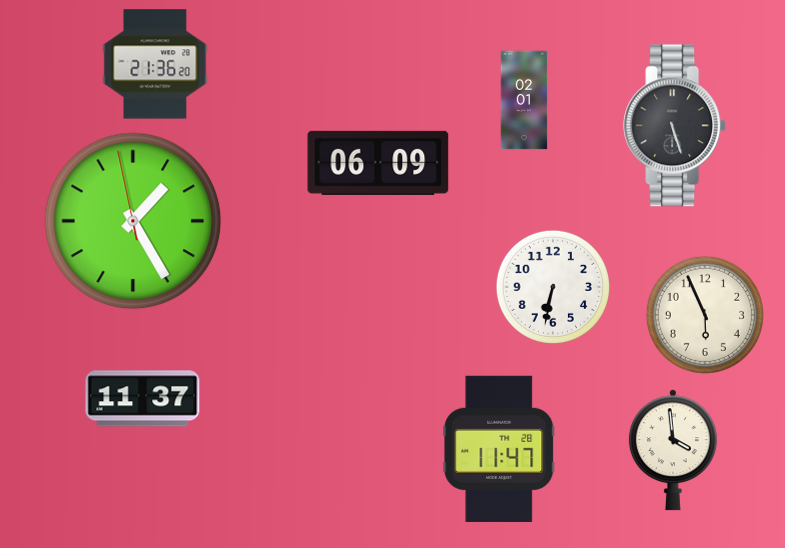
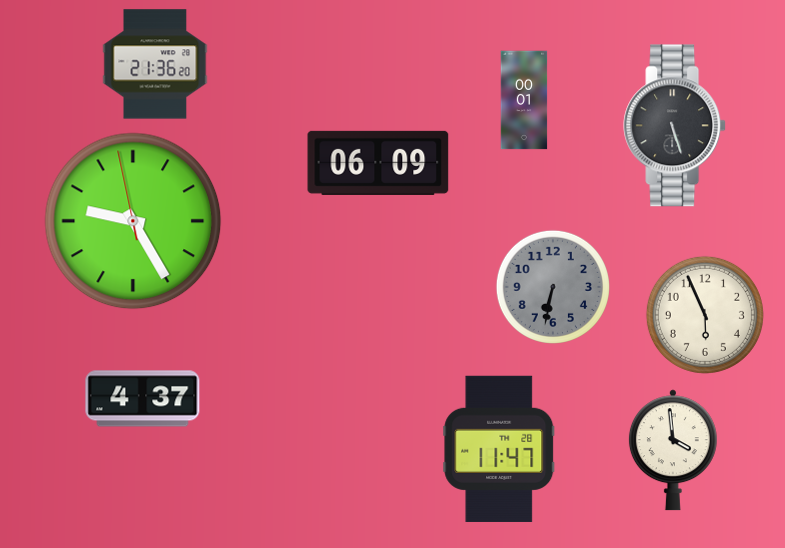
clock at (524, 100): 02:01 -> 00:01
clock at (133, 221): 1:24 -> 9:24
clock at (553, 287) dial: white -> grey
clock at (143, 399): 11:37 -> 4:37
